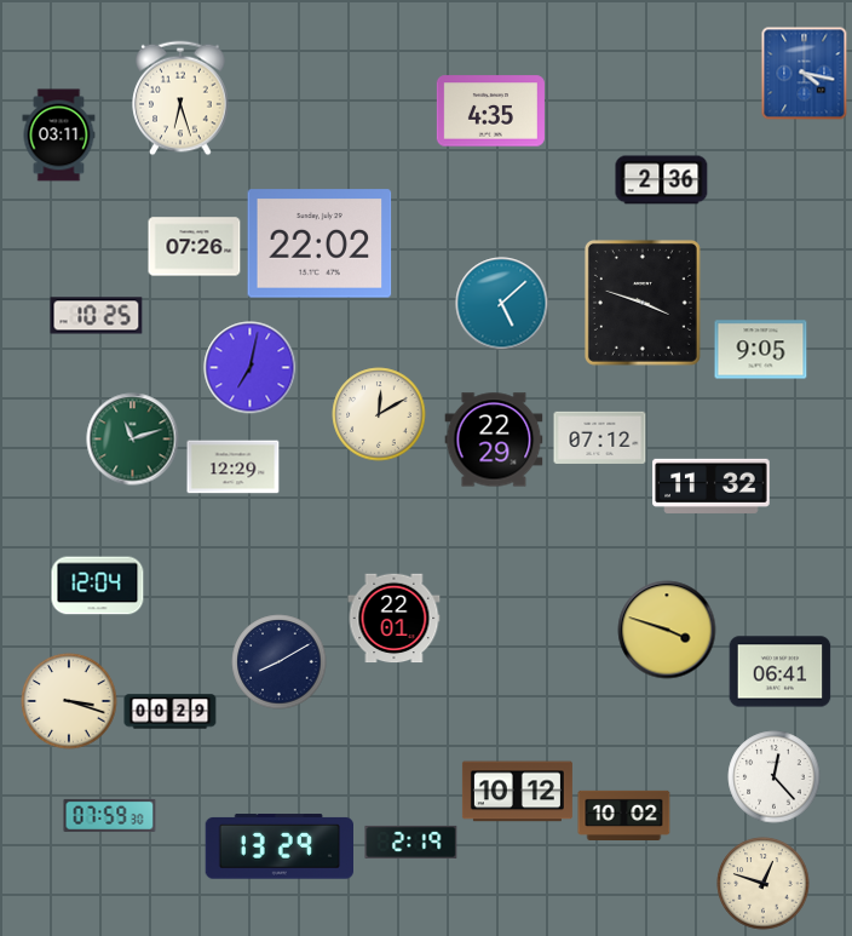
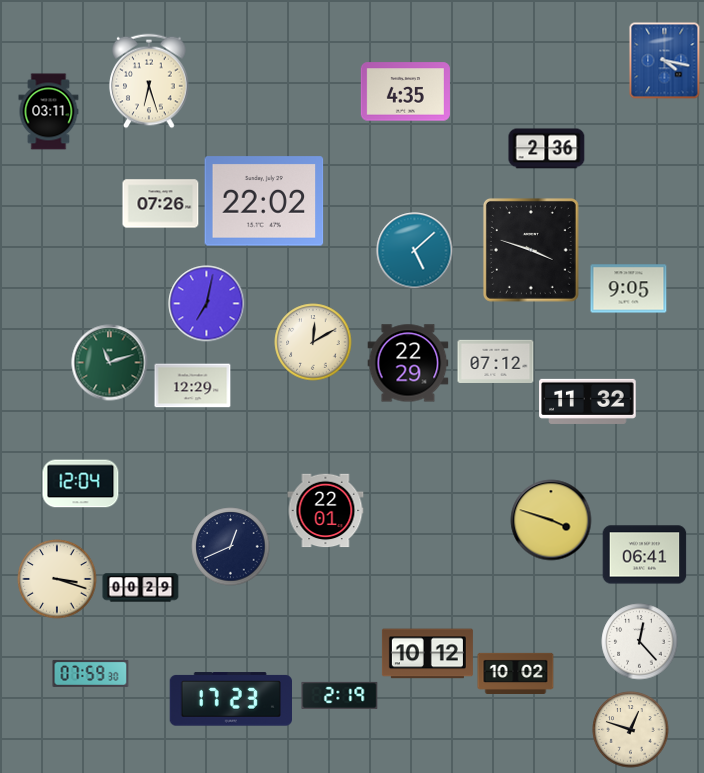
clock at (97, 316): 10:25 -> none
clock at (280, 662): 8:10 -> 12:41
clock at (278, 846): 13:29 -> 17:23
